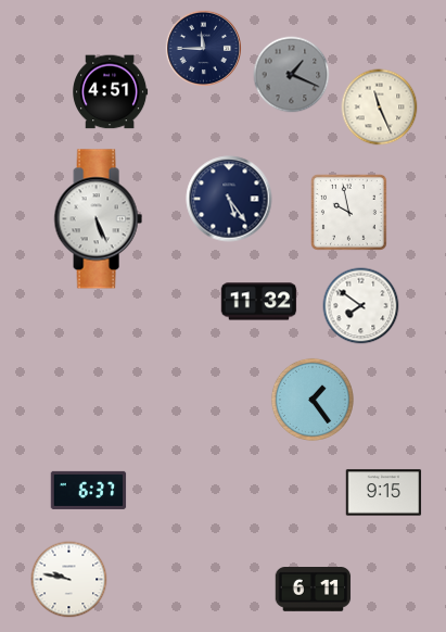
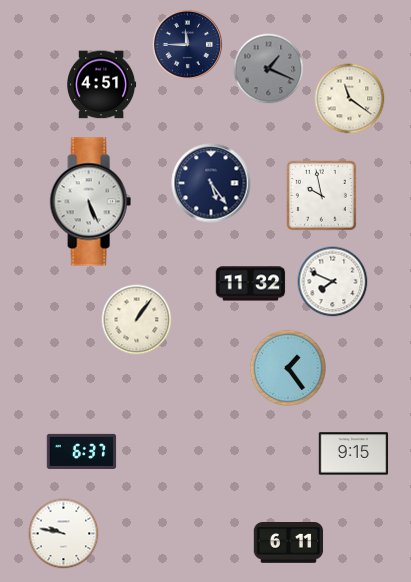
clock at (380, 108): 11:26 -> 11:21
clock at (259, 302) position: (259, 302) -> (251, 284)
clock at (361, 306): 7:51 -> 7:49
clock at (137, 320): none -> 1:06
